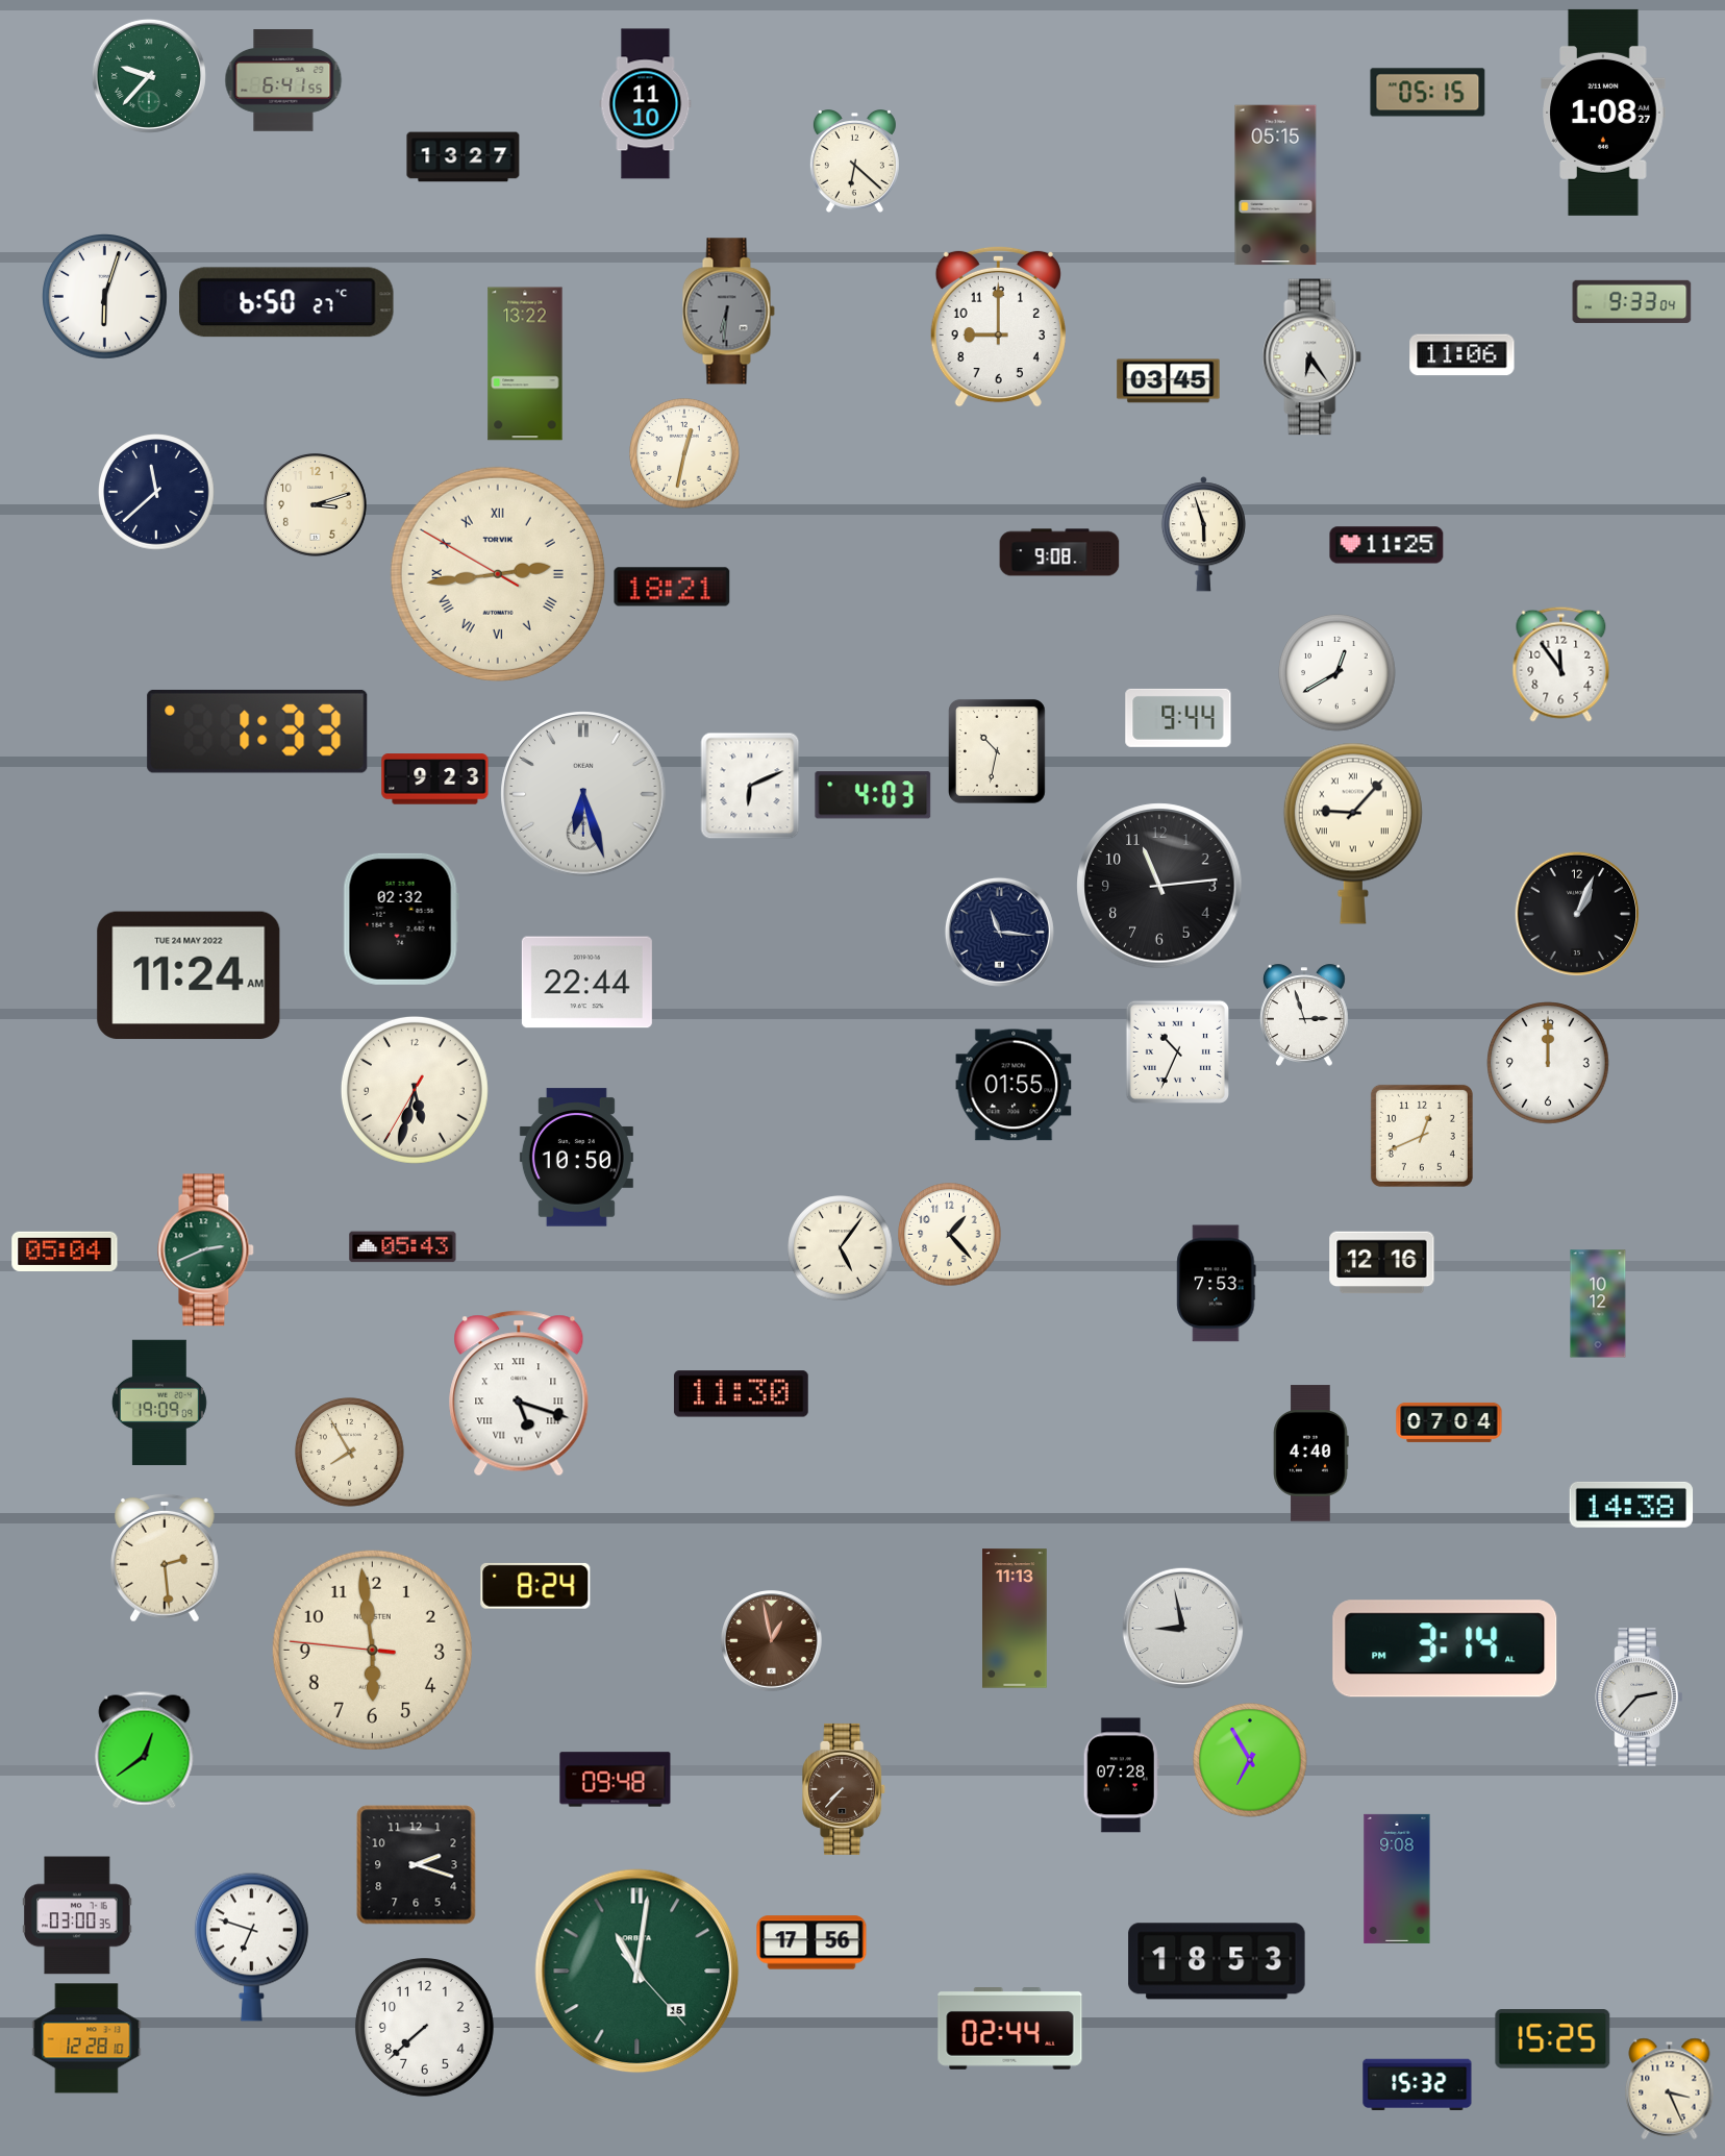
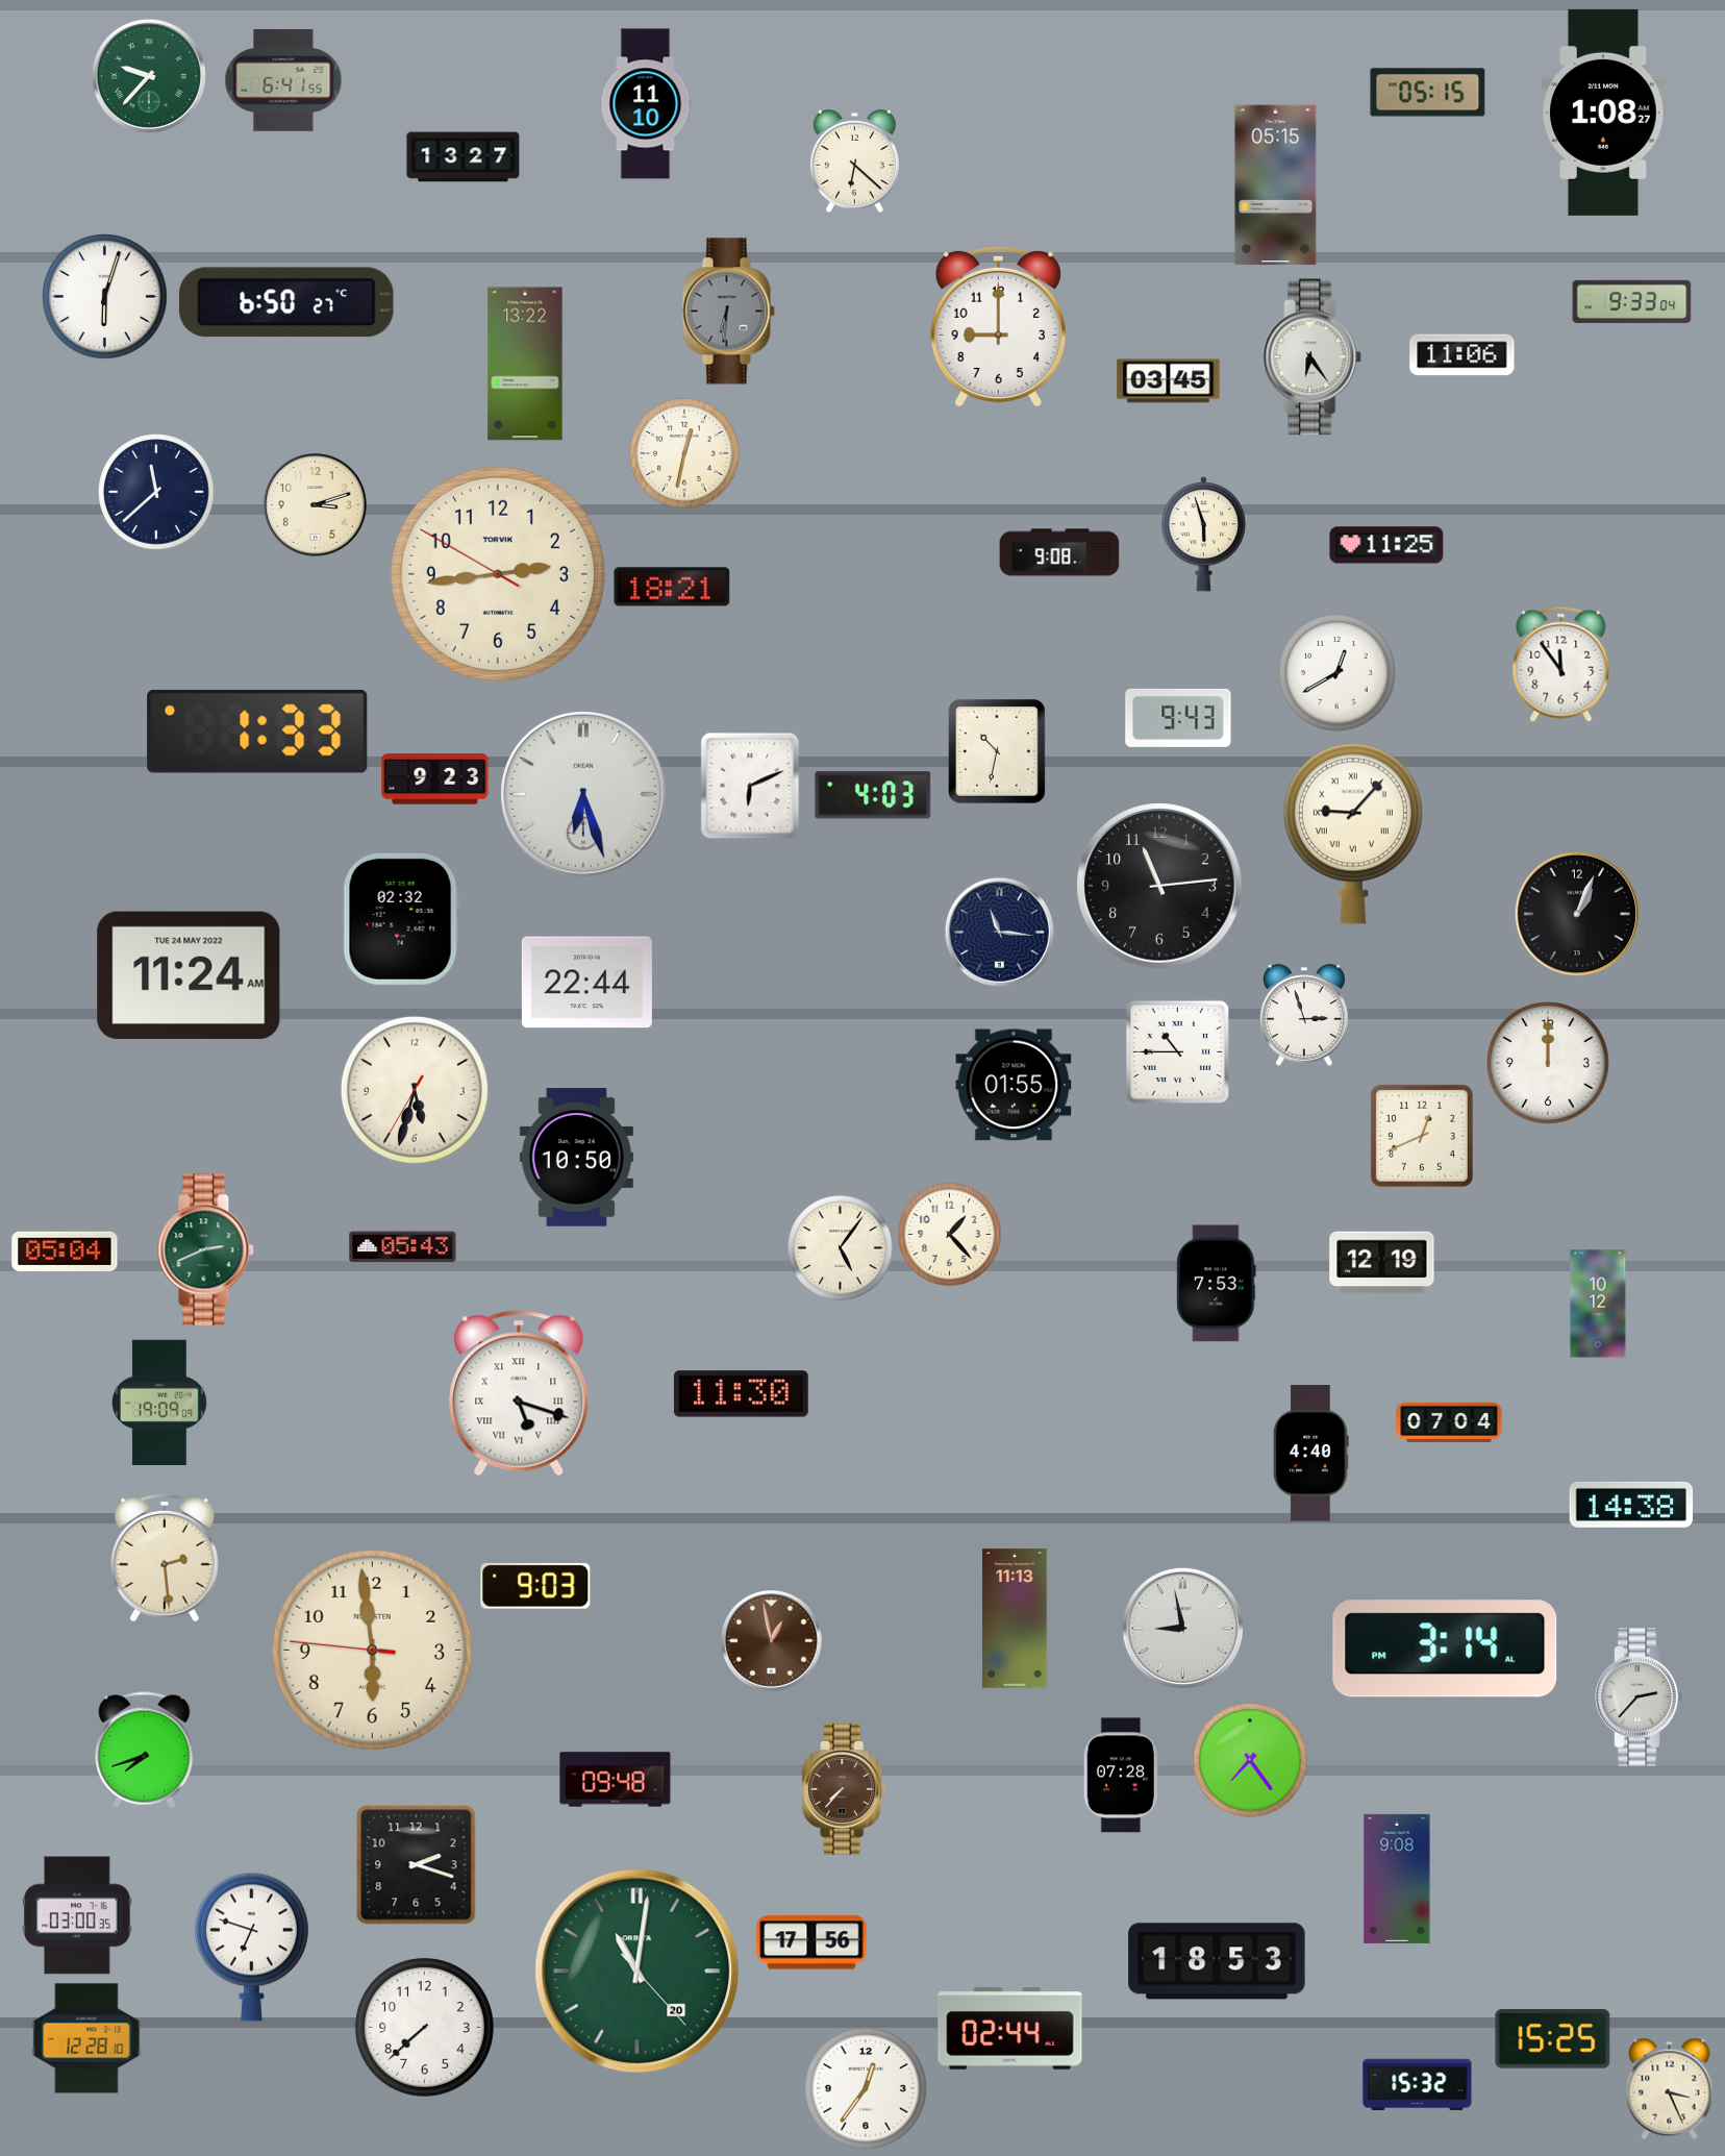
clock at (498, 574) numerals: Roman -> Arabic
clock at (1178, 718): 9:44 -> 9:43
clock at (1177, 1051): 10:34 -> 10:45
clock at (1382, 1263): 12:16 -> 12:19
clock at (350, 1453): 7:55 -> none
clock at (535, 1586): 8:24 -> 9:03
clock at (145, 1751): 12:39 -> 7:42
clock at (1250, 1760): 6:55 -> 7:24
clock at (637, 1972) date: 15 -> 20
clock at (866, 2088): none -> 12:36
